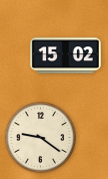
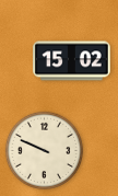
clock at (40, 137): 9:21 -> 9:49
